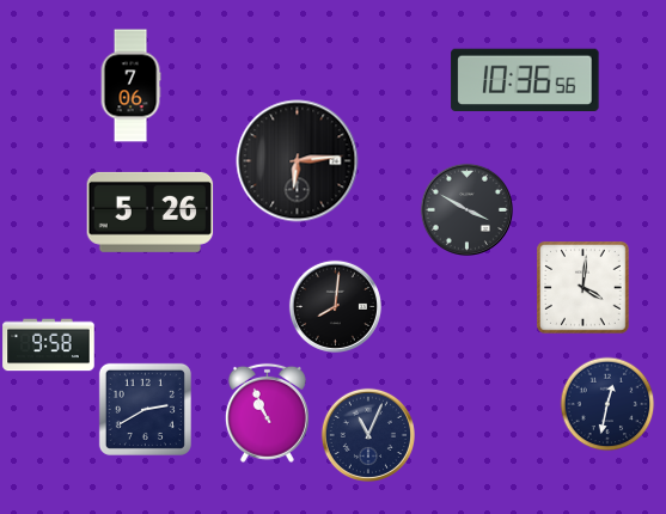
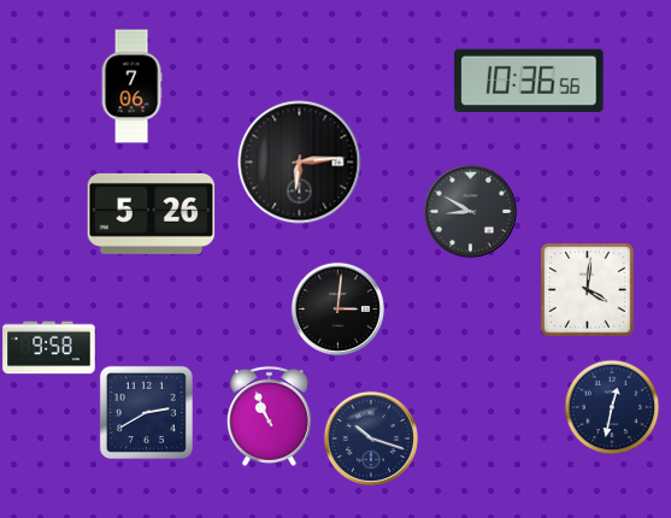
clock at (466, 209): 3:50 -> 8:50
clock at (335, 306): 8:01 -> 3:01
clock at (367, 434): 11:04 -> 10:18
